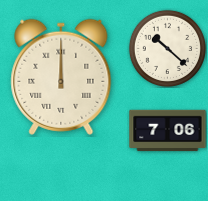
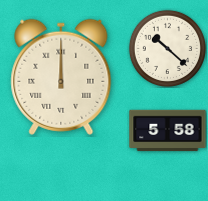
clock at (168, 131): 7:06 -> 5:58
